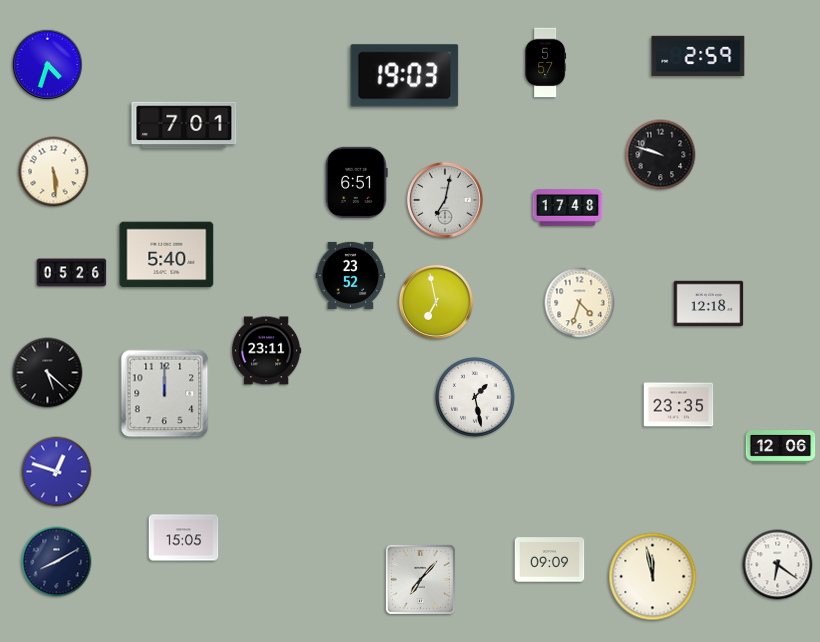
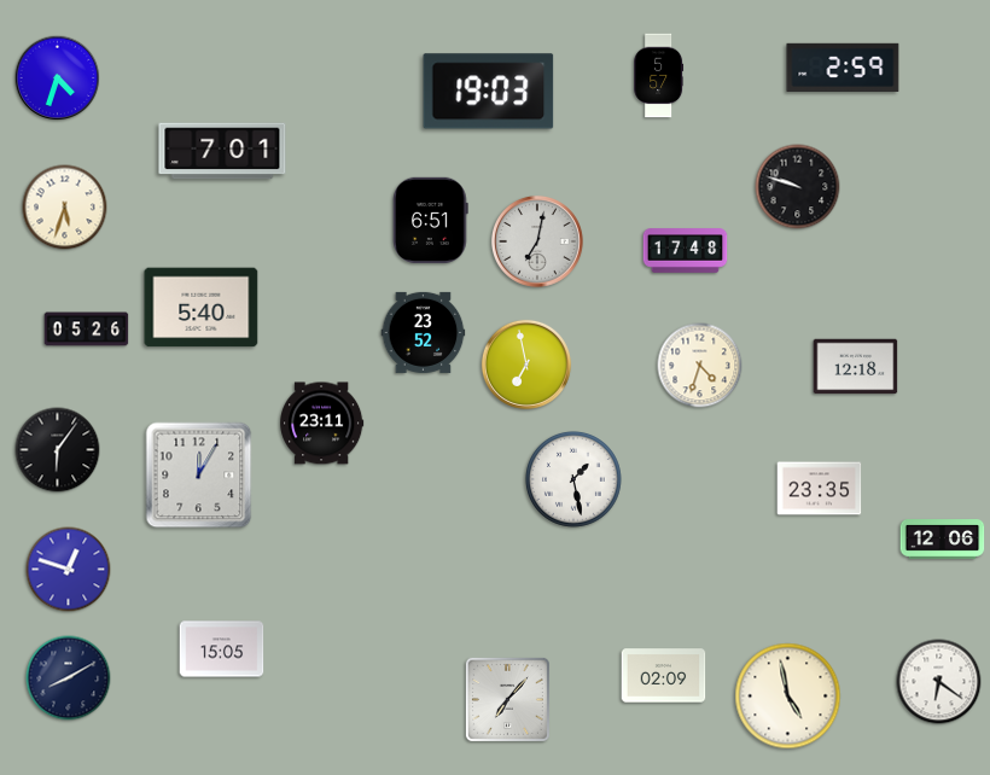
clock at (54, 172): 5:29 -> 5:33
clock at (48, 373): 5:22 -> 6:06
clock at (165, 394): 12:00 -> 12:05
clock at (550, 560): 09:09 -> 02:09
clock at (653, 577): 11:58 -> 4:58
